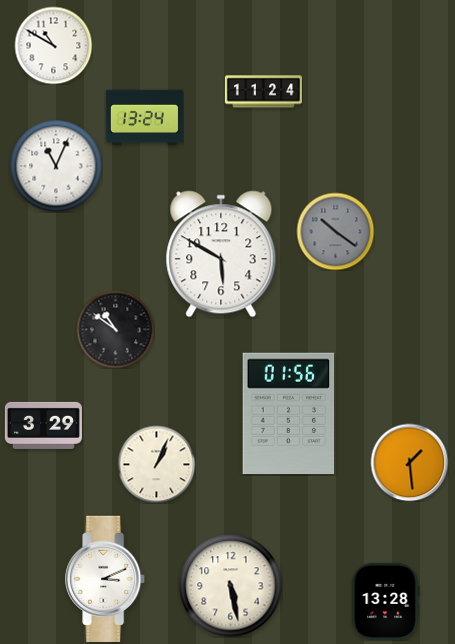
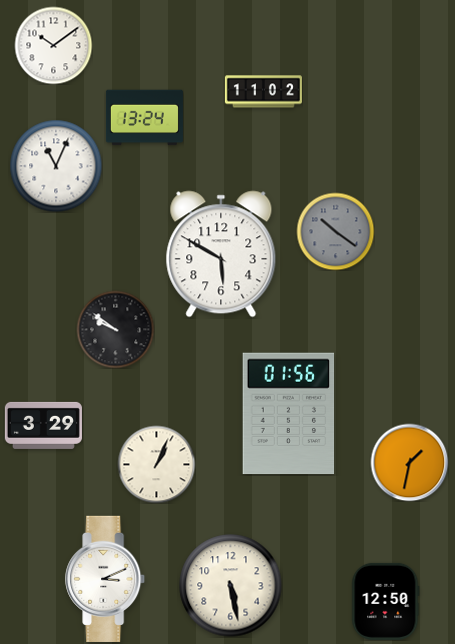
clock at (53, 45): 10:50 -> 10:09
clock at (263, 92): 11:24 -> 11:02
clock at (115, 329): 10:51 -> 9:51
clock at (409, 462): 1:29 -> 1:32
clock at (386, 601): 13:28 -> 12:50
